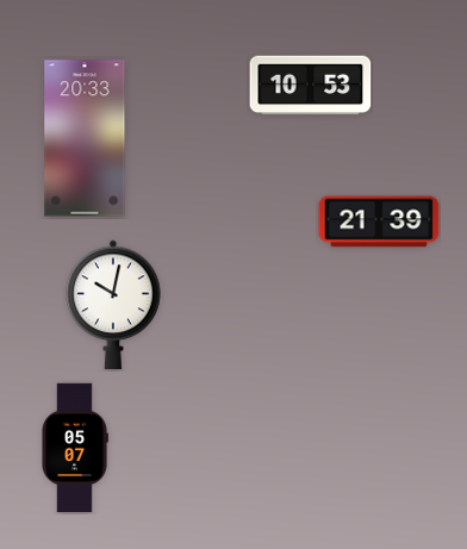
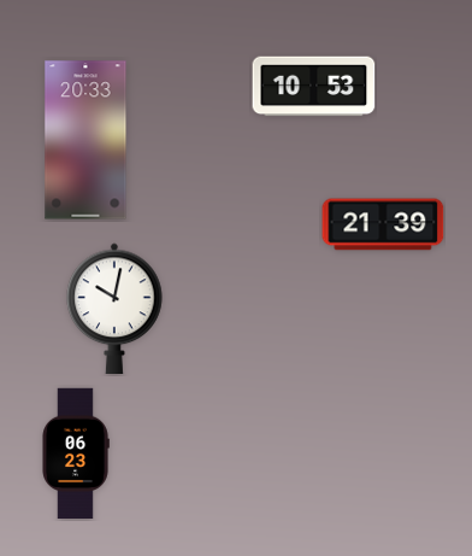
clock at (75, 448): 05:07 -> 06:23
